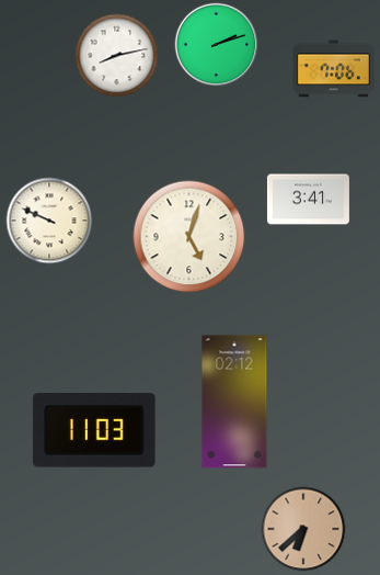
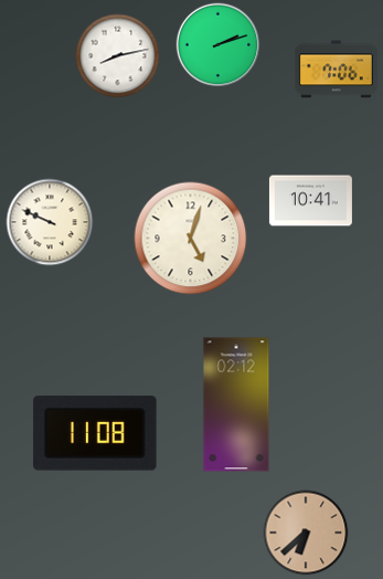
clock at (308, 200): 3:41 -> 10:41
clock at (94, 430): 11:03 -> 11:08
